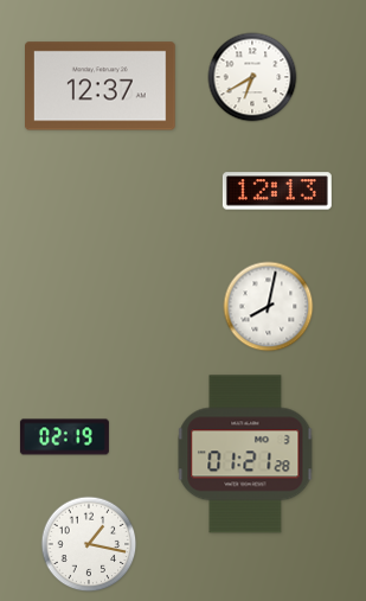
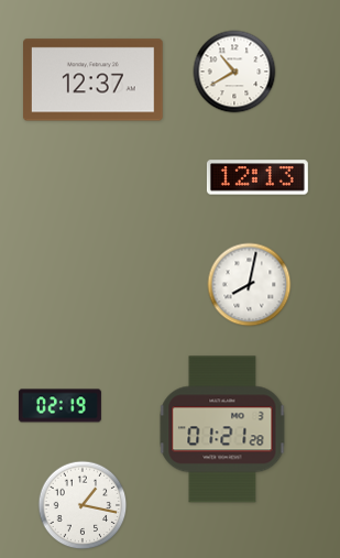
clock at (252, 77): 6:40 -> 10:40
clock at (245, 454) position: (245, 454) -> (222, 429)
